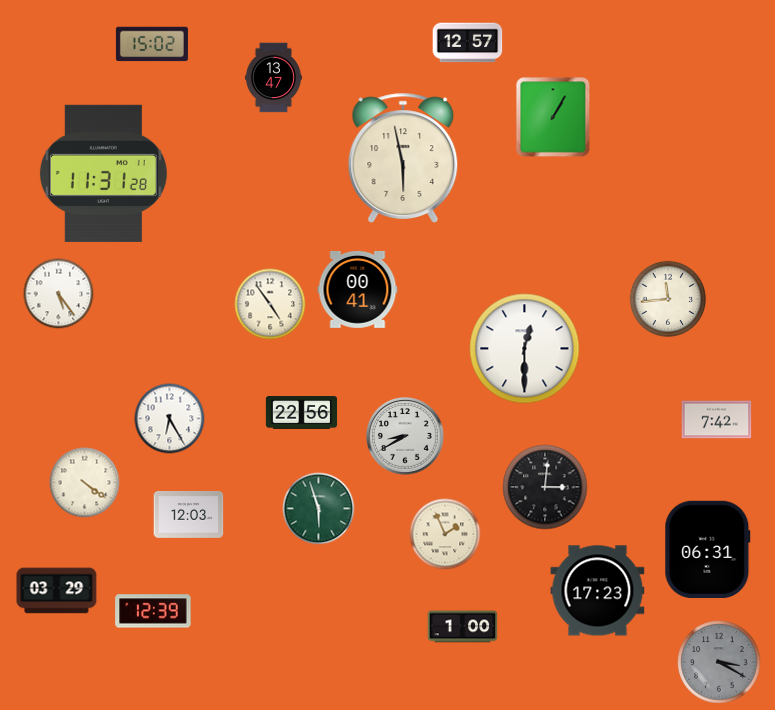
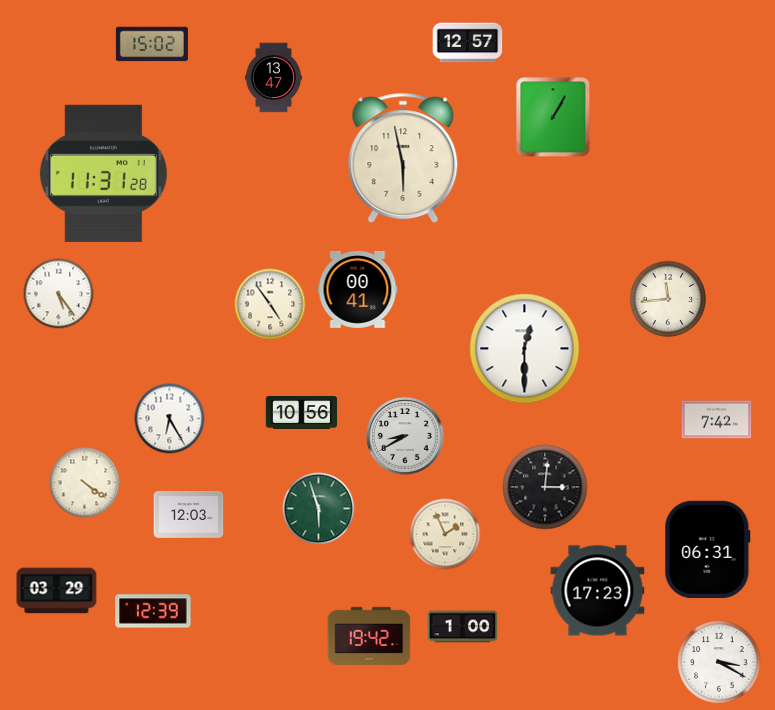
clock at (302, 413): 22:56 -> 10:56
clock at (369, 636): none -> 19:42
clock at (719, 662) dial: grey -> white
